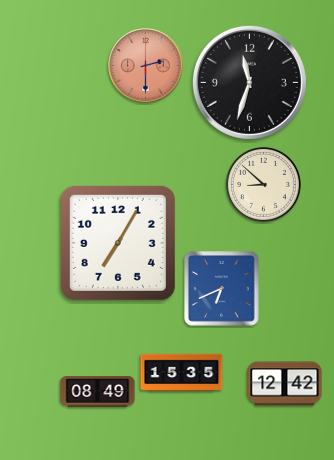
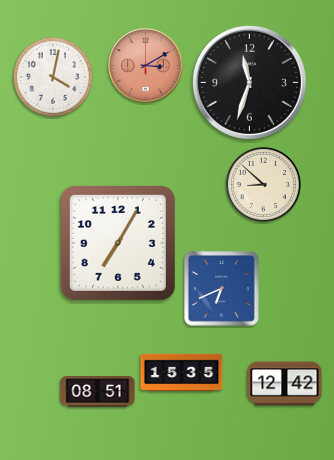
clock at (146, 66): 2:30 -> 3:10
clock at (53, 77): none -> 4:02
clock at (98, 392): 08:49 -> 08:51
